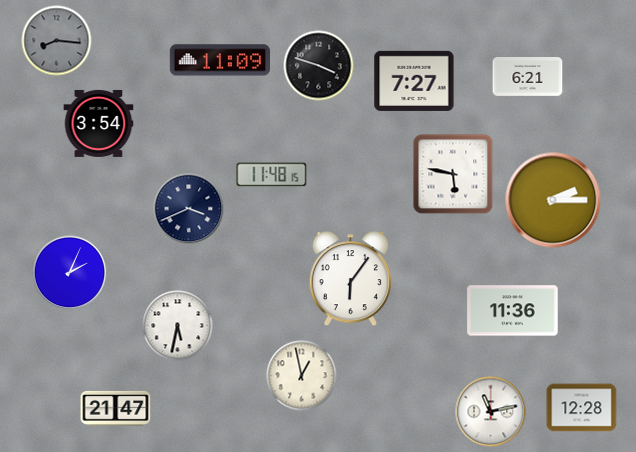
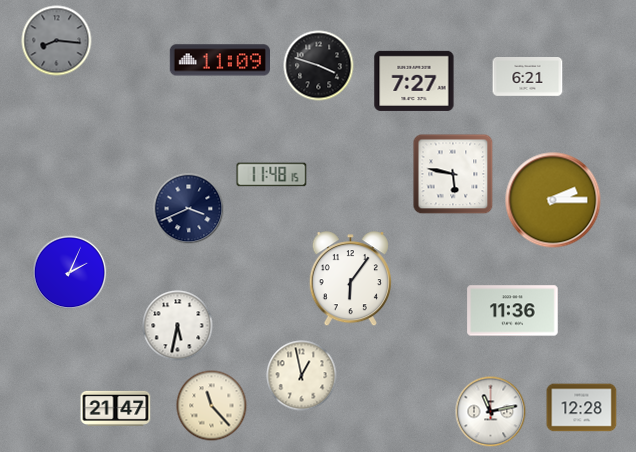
clock at (99, 123): 3:54 -> none
clock at (212, 406): none -> 11:23
